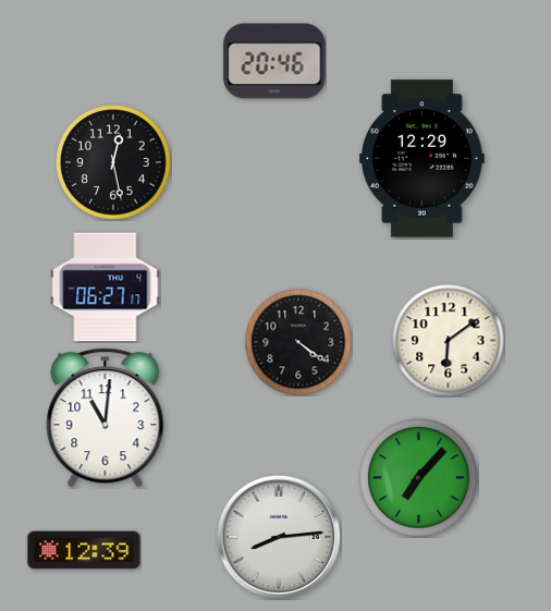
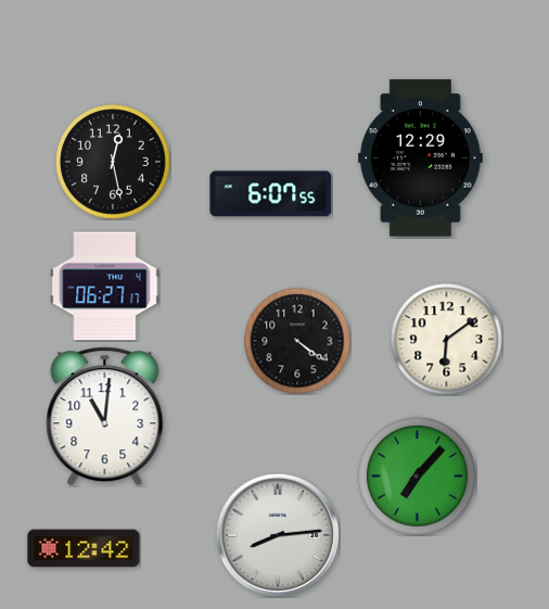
clock at (274, 61): 20:46 -> none
clock at (271, 194): none -> 6:07
clock at (84, 550): 12:39 -> 12:42
